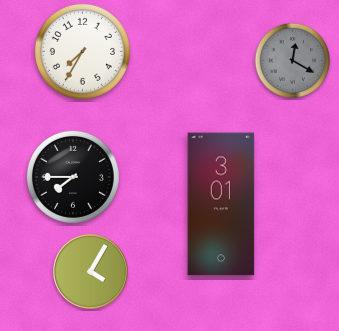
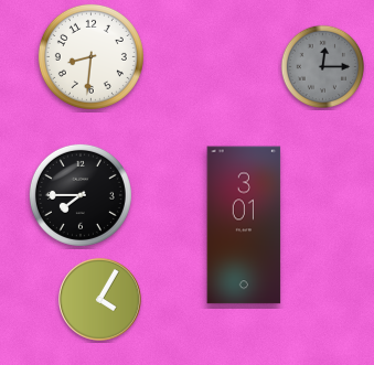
clock at (82, 51): 7:35 -> 8:31
clock at (293, 61): 12:20 -> 12:15
